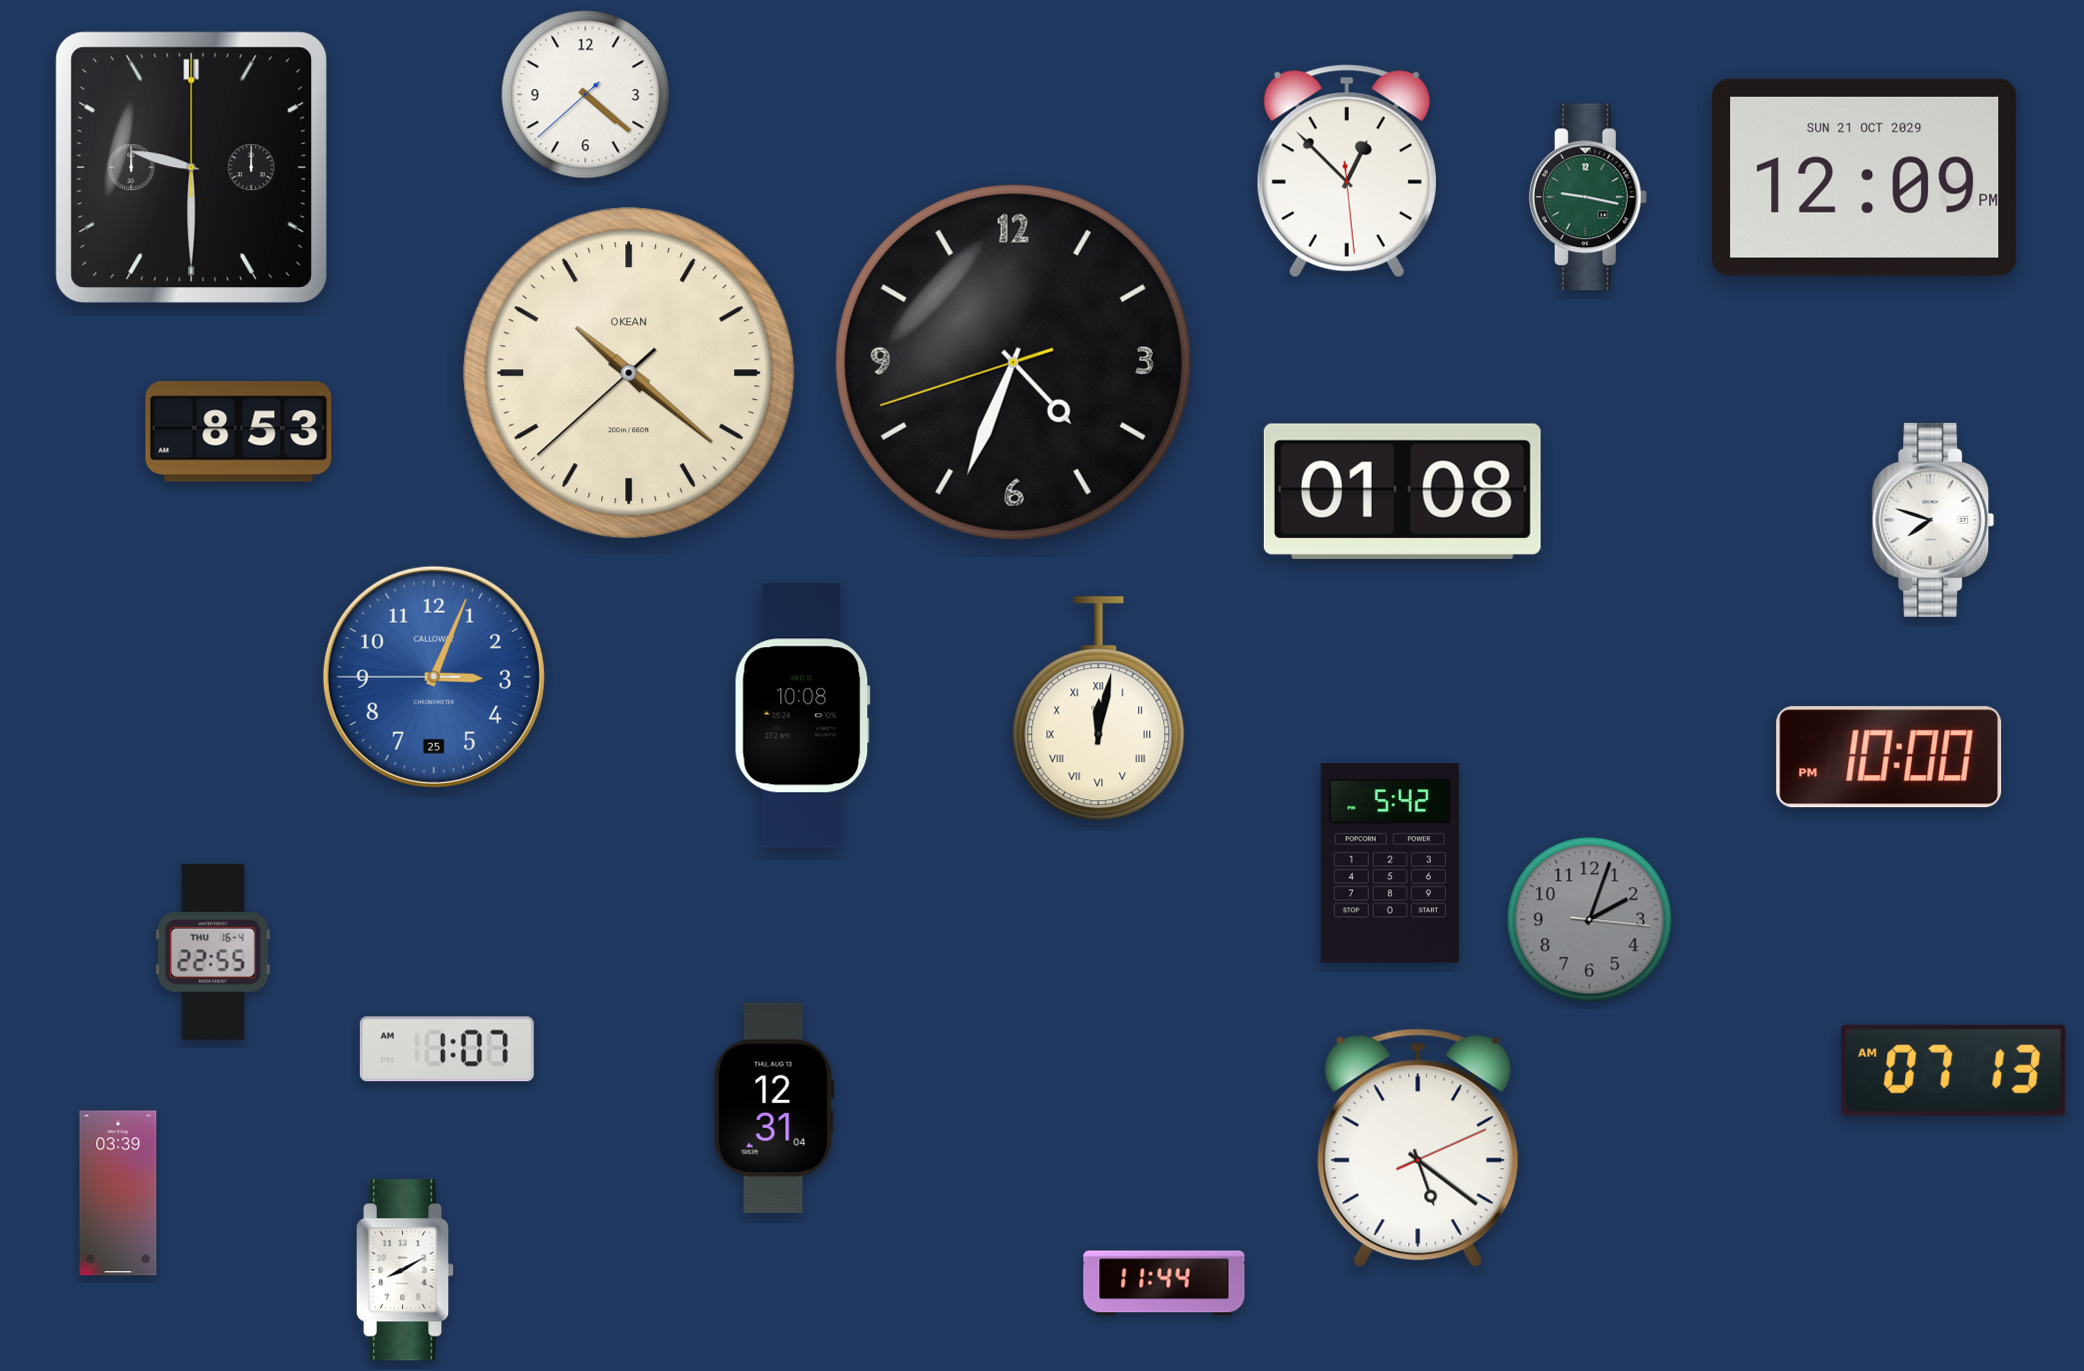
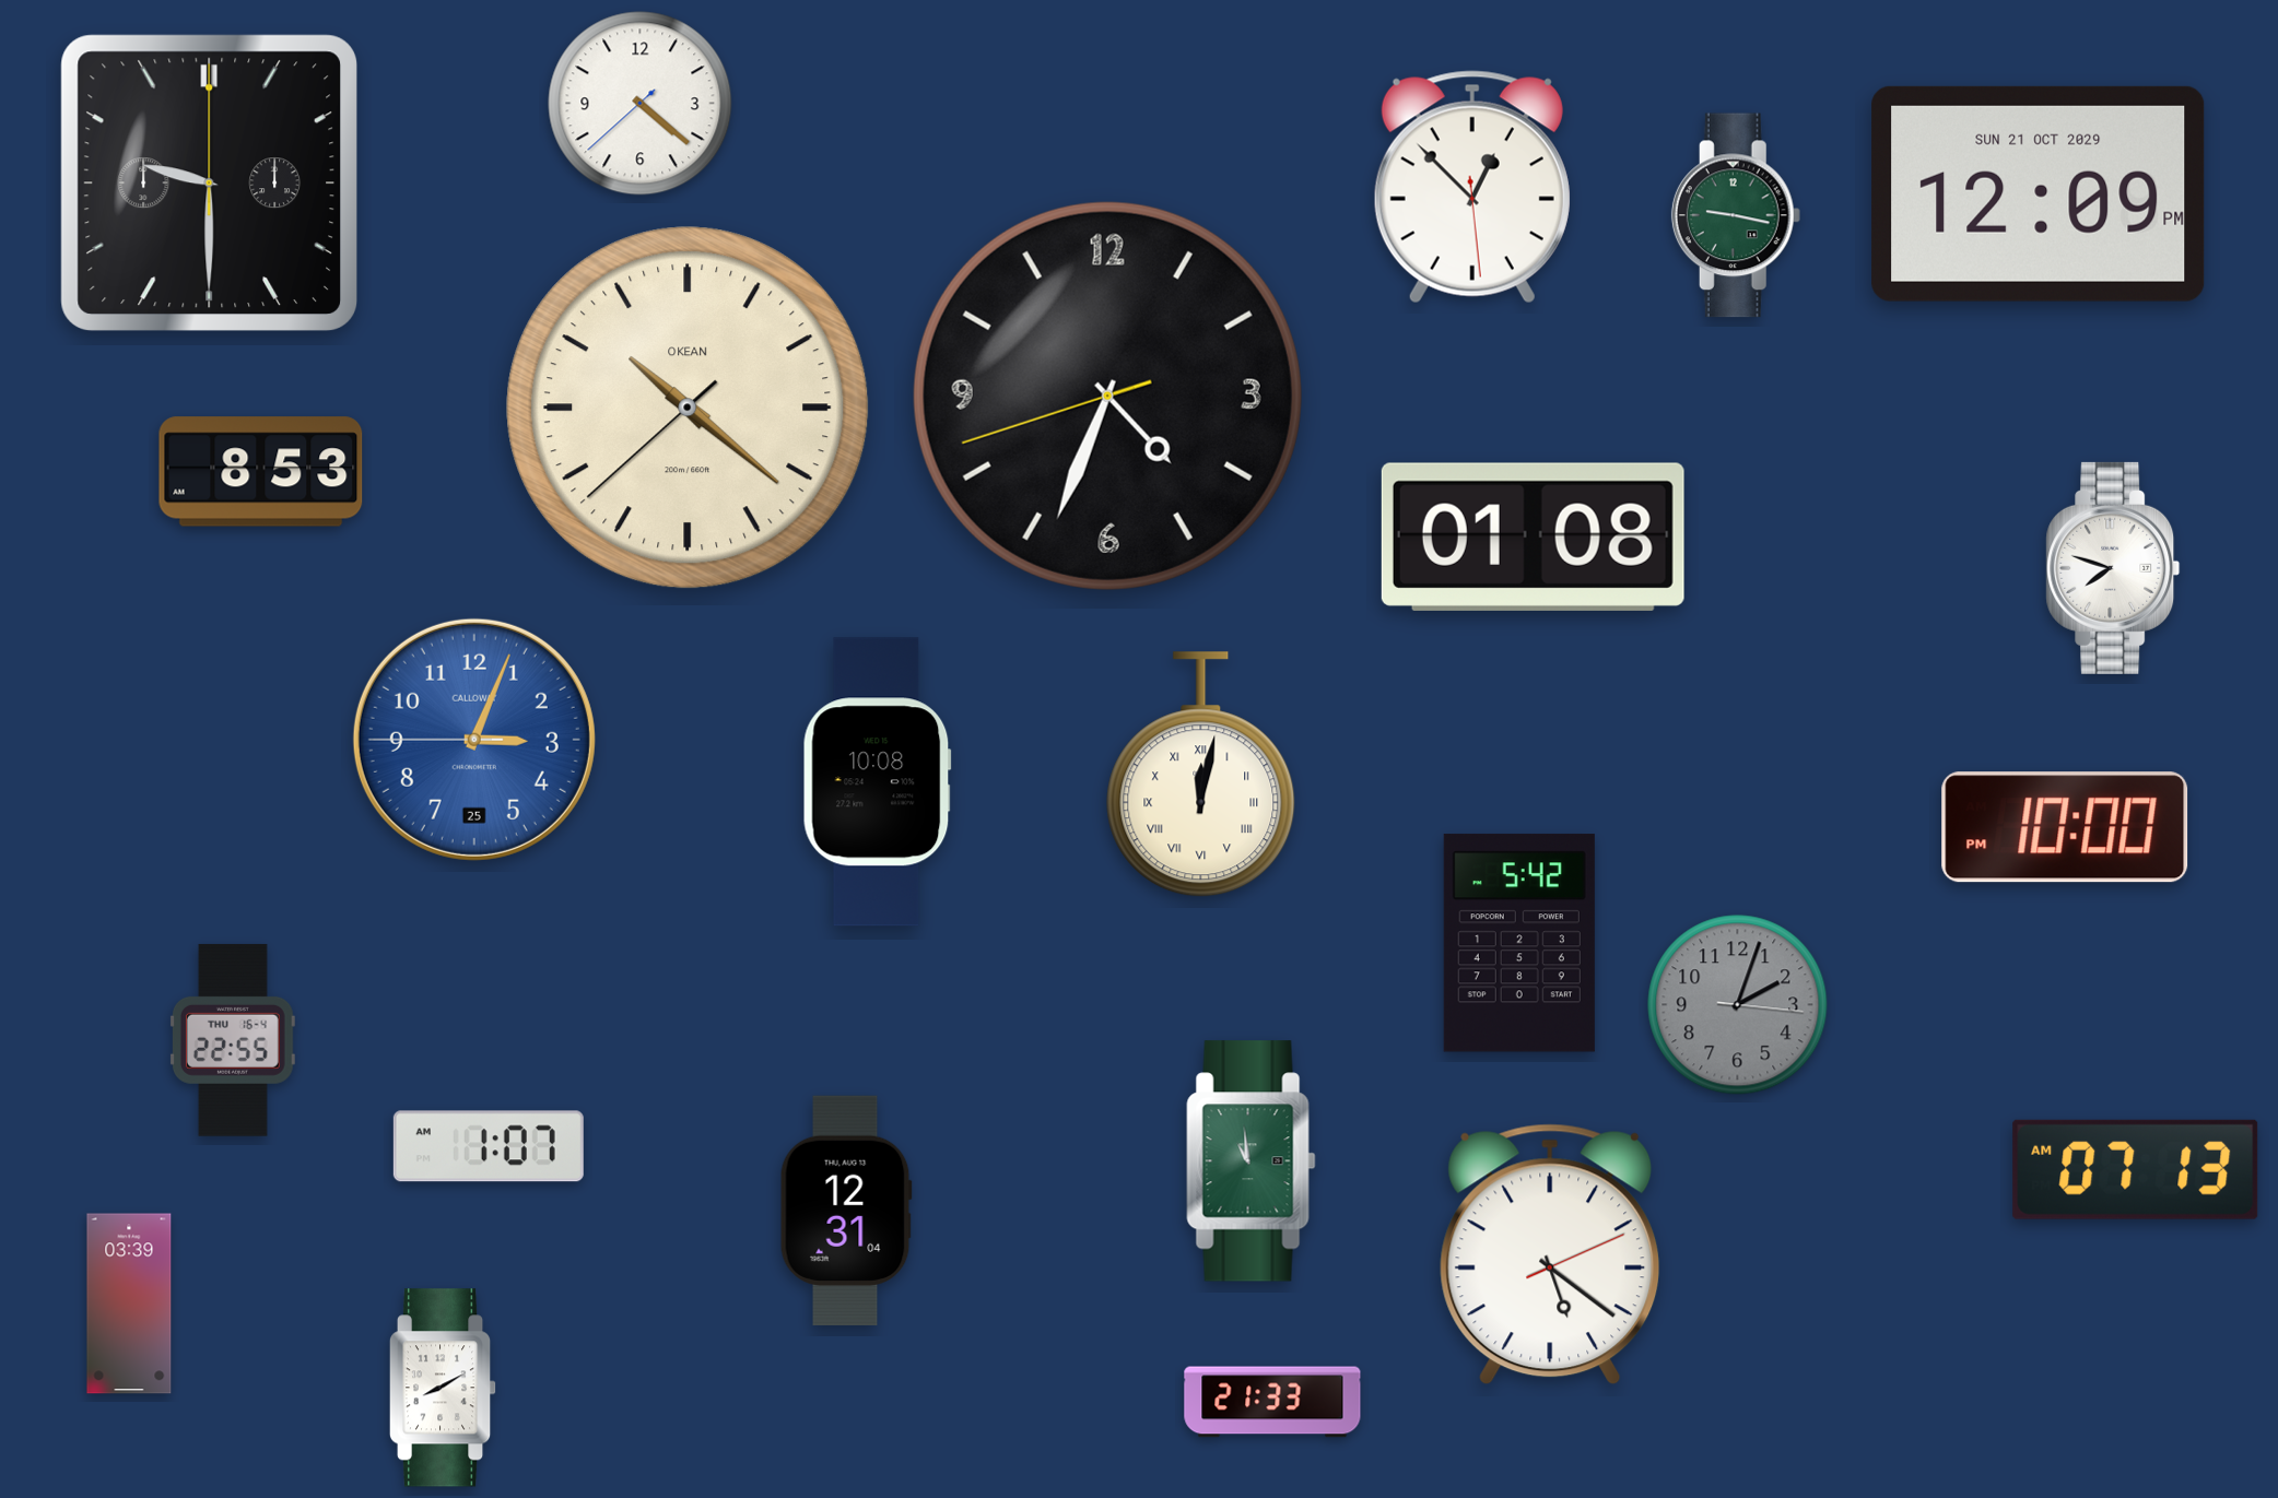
clock at (1252, 1161): none -> 10:59
clock at (1164, 1283): 11:44 -> 21:33
